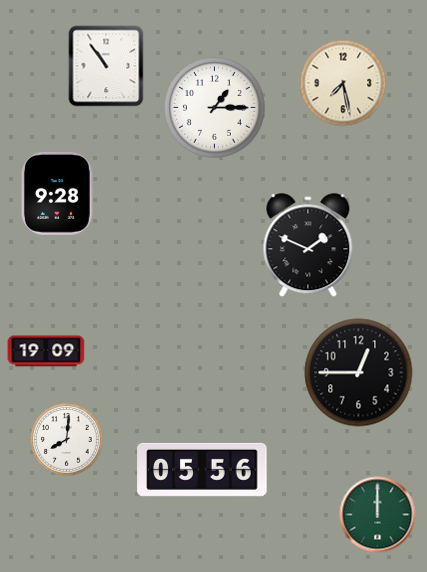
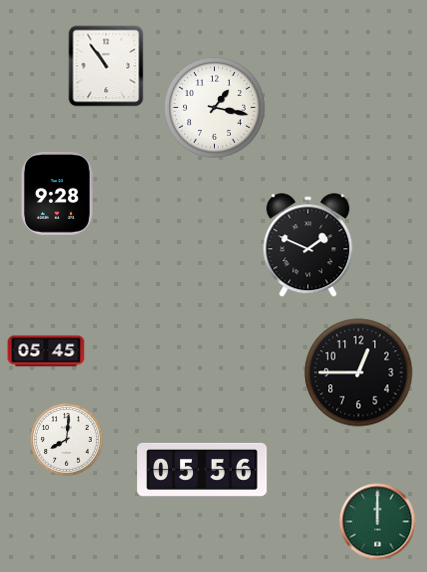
clock at (343, 83): 7:28 -> none
clock at (215, 108): 1:15 -> 1:17
clock at (46, 351): 19:09 -> 05:45
clock at (378, 515) position: (378, 515) -> (378, 522)
